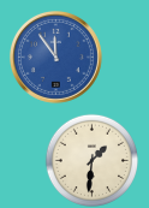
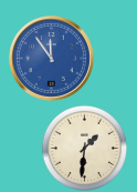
clock at (55, 57) position: (55, 57) -> (51, 58)
